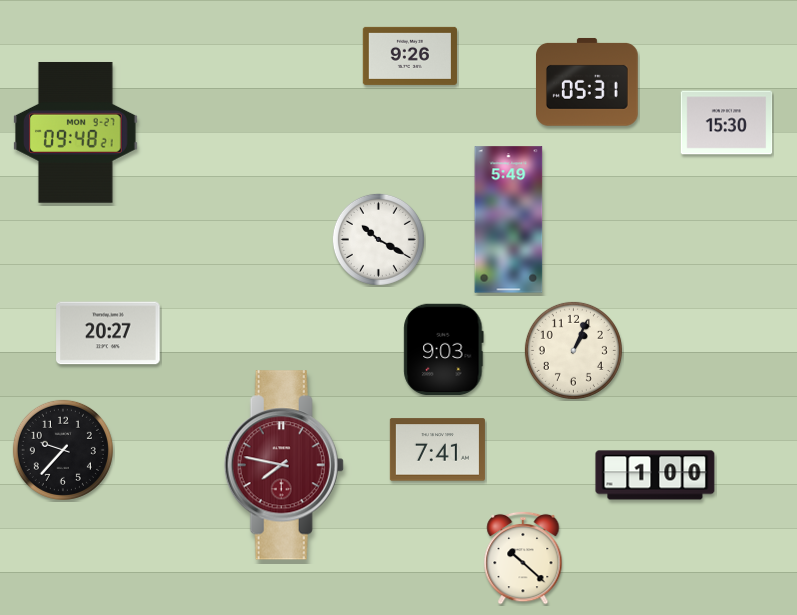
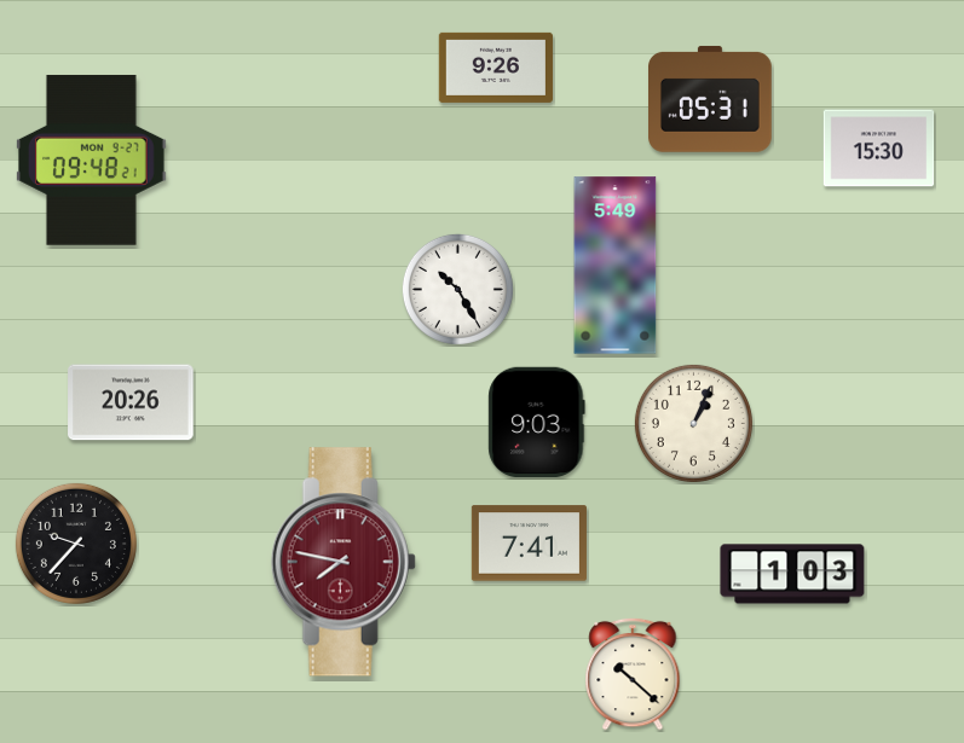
clock at (378, 239): 10:20 -> 10:25
clock at (108, 333): 20:27 -> 20:26
clock at (655, 475): 1:00 -> 1:03
